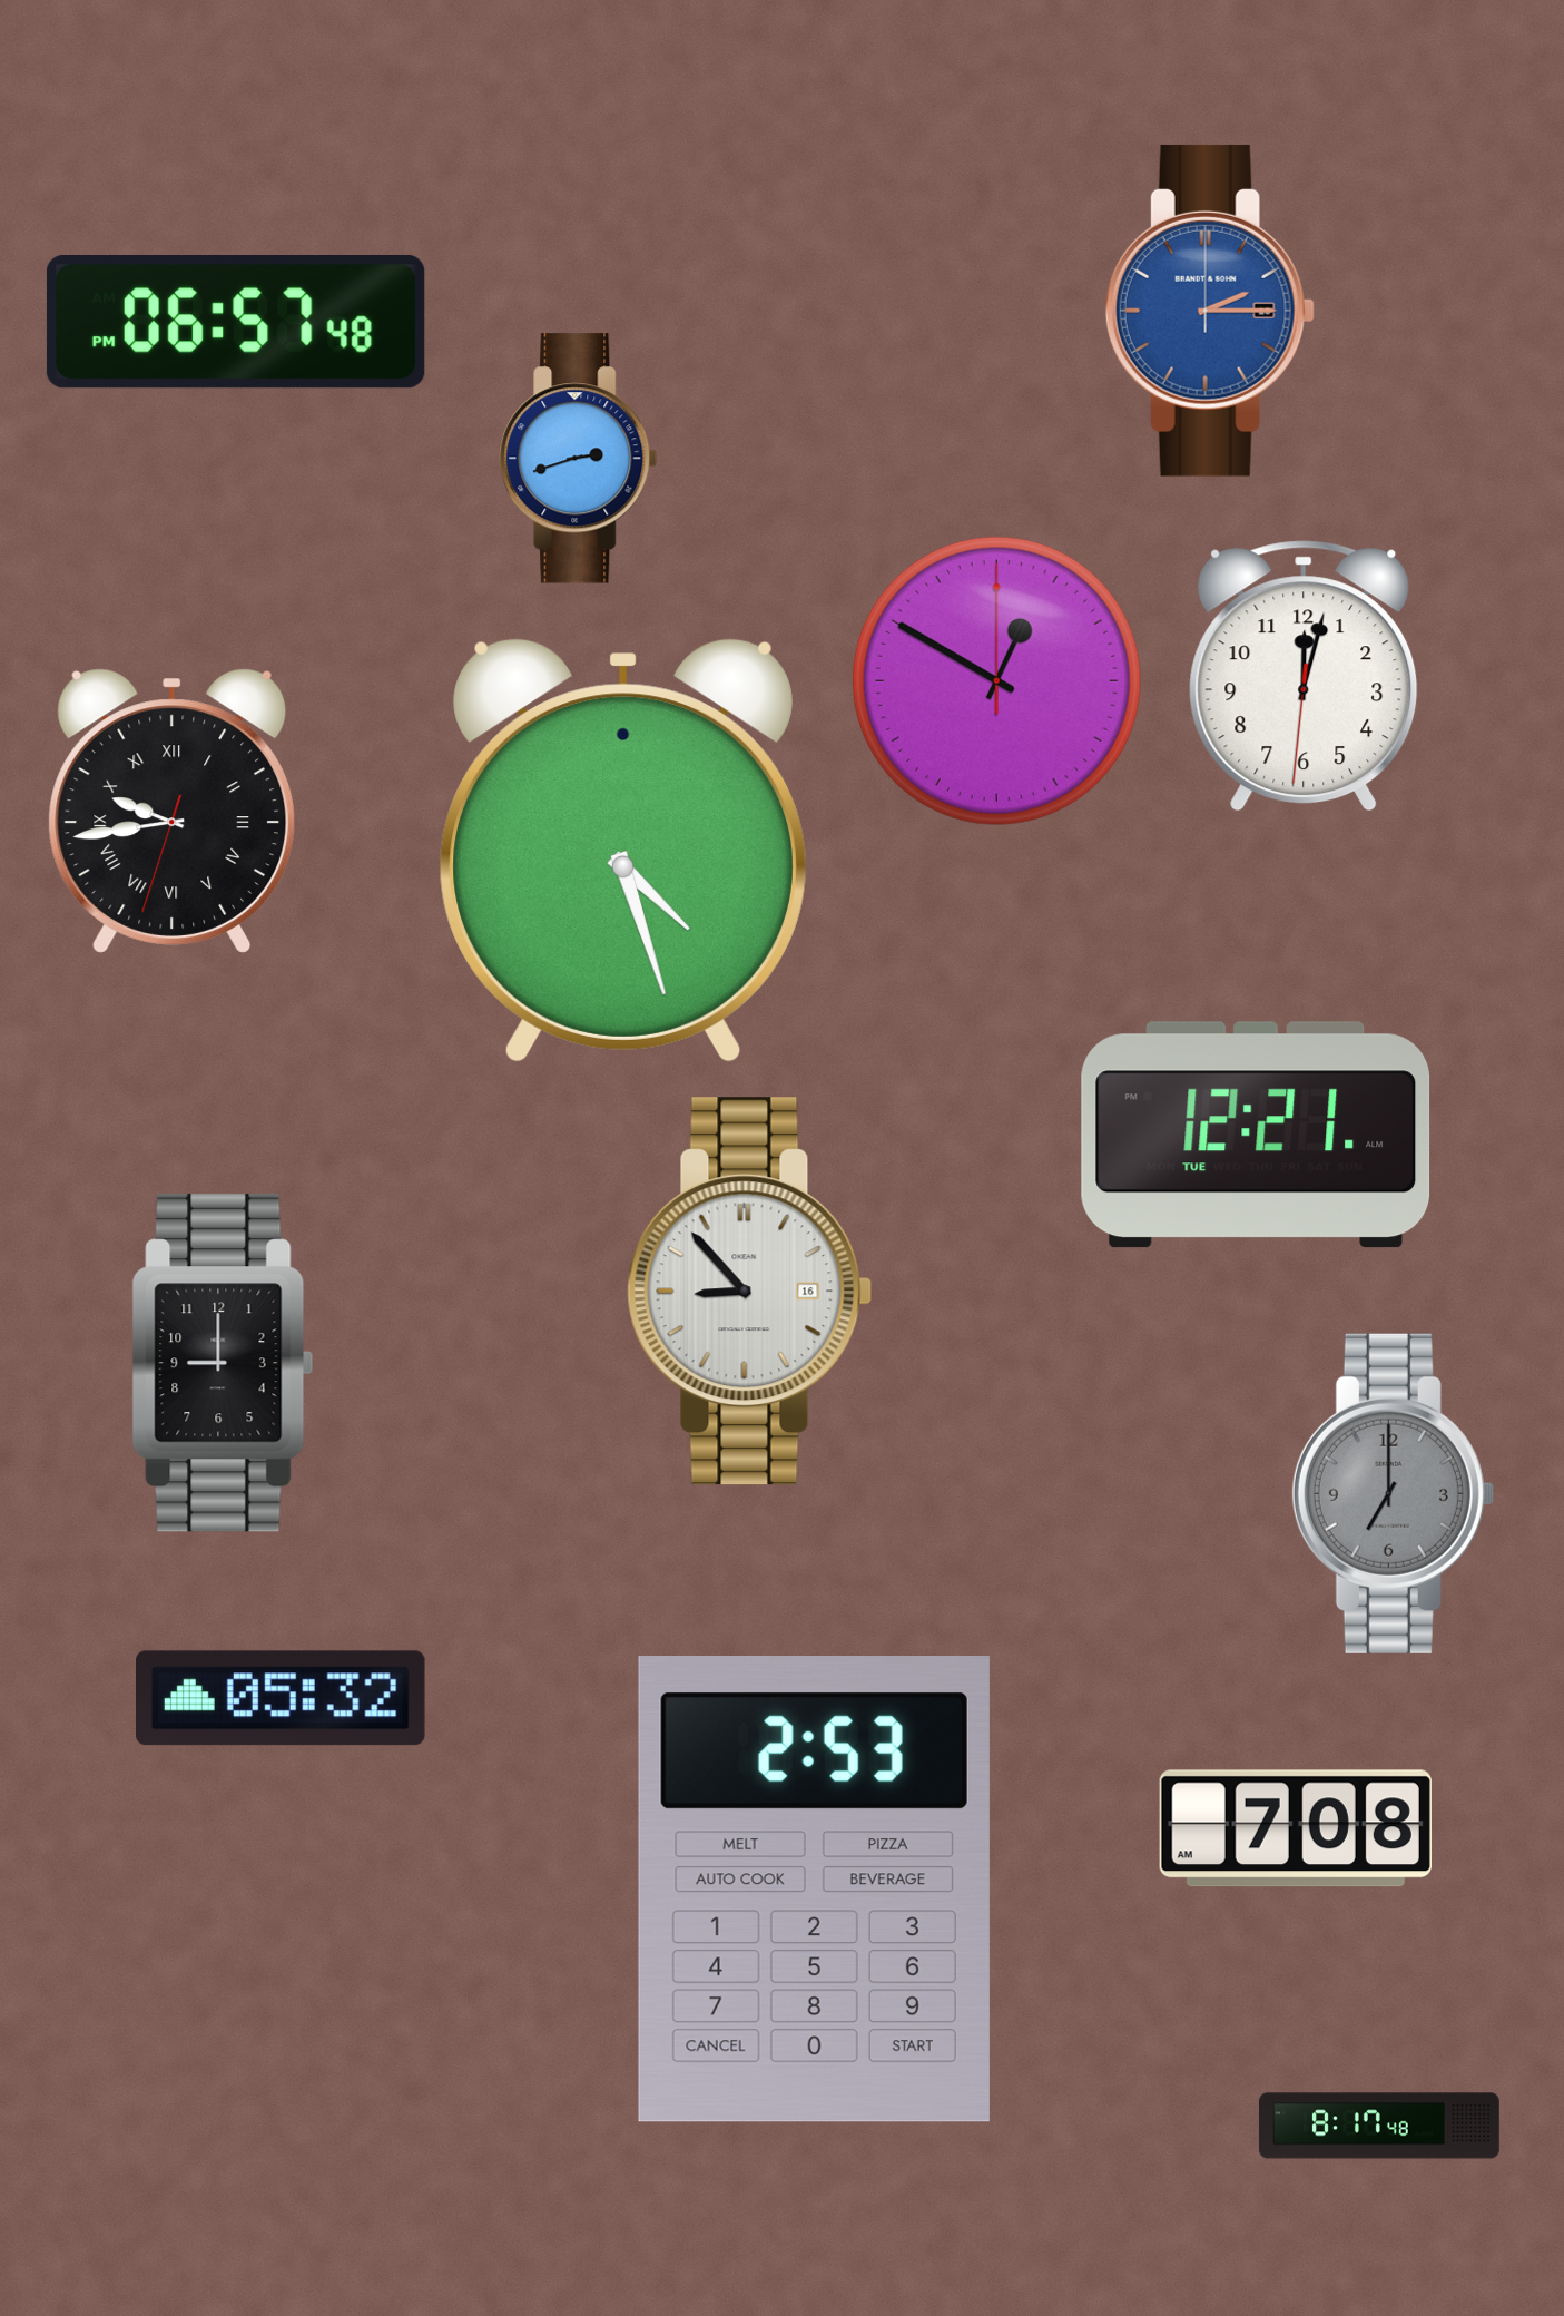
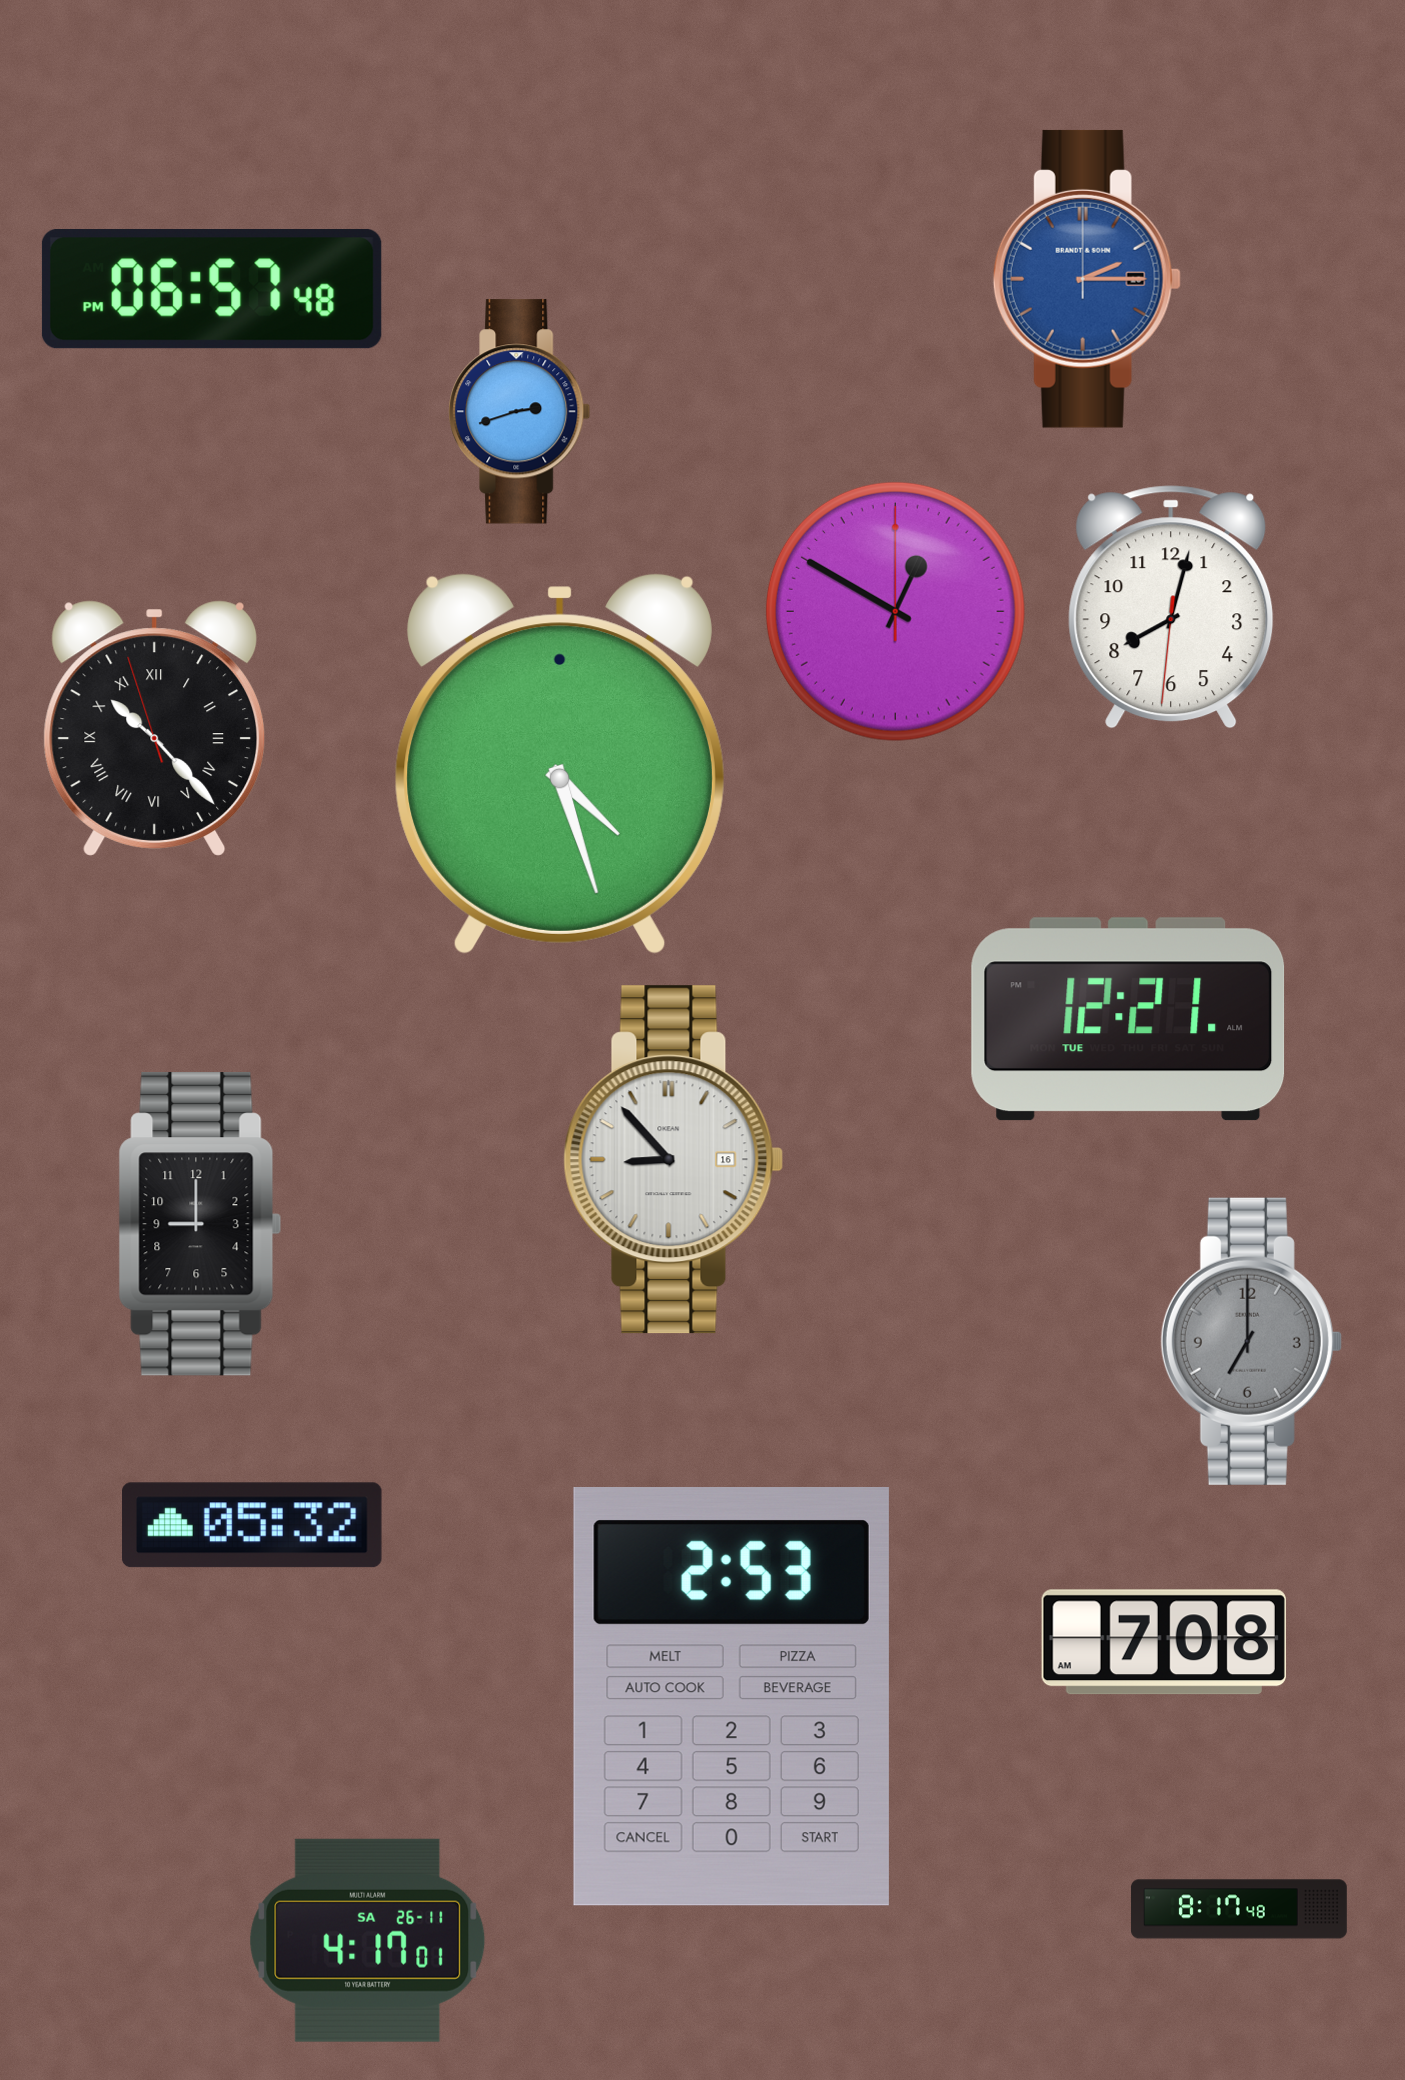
clock at (1304, 676): 12:02 -> 8:02
clock at (173, 811): 9:43 -> 10:22
clock at (368, 1940): none -> 4:17
